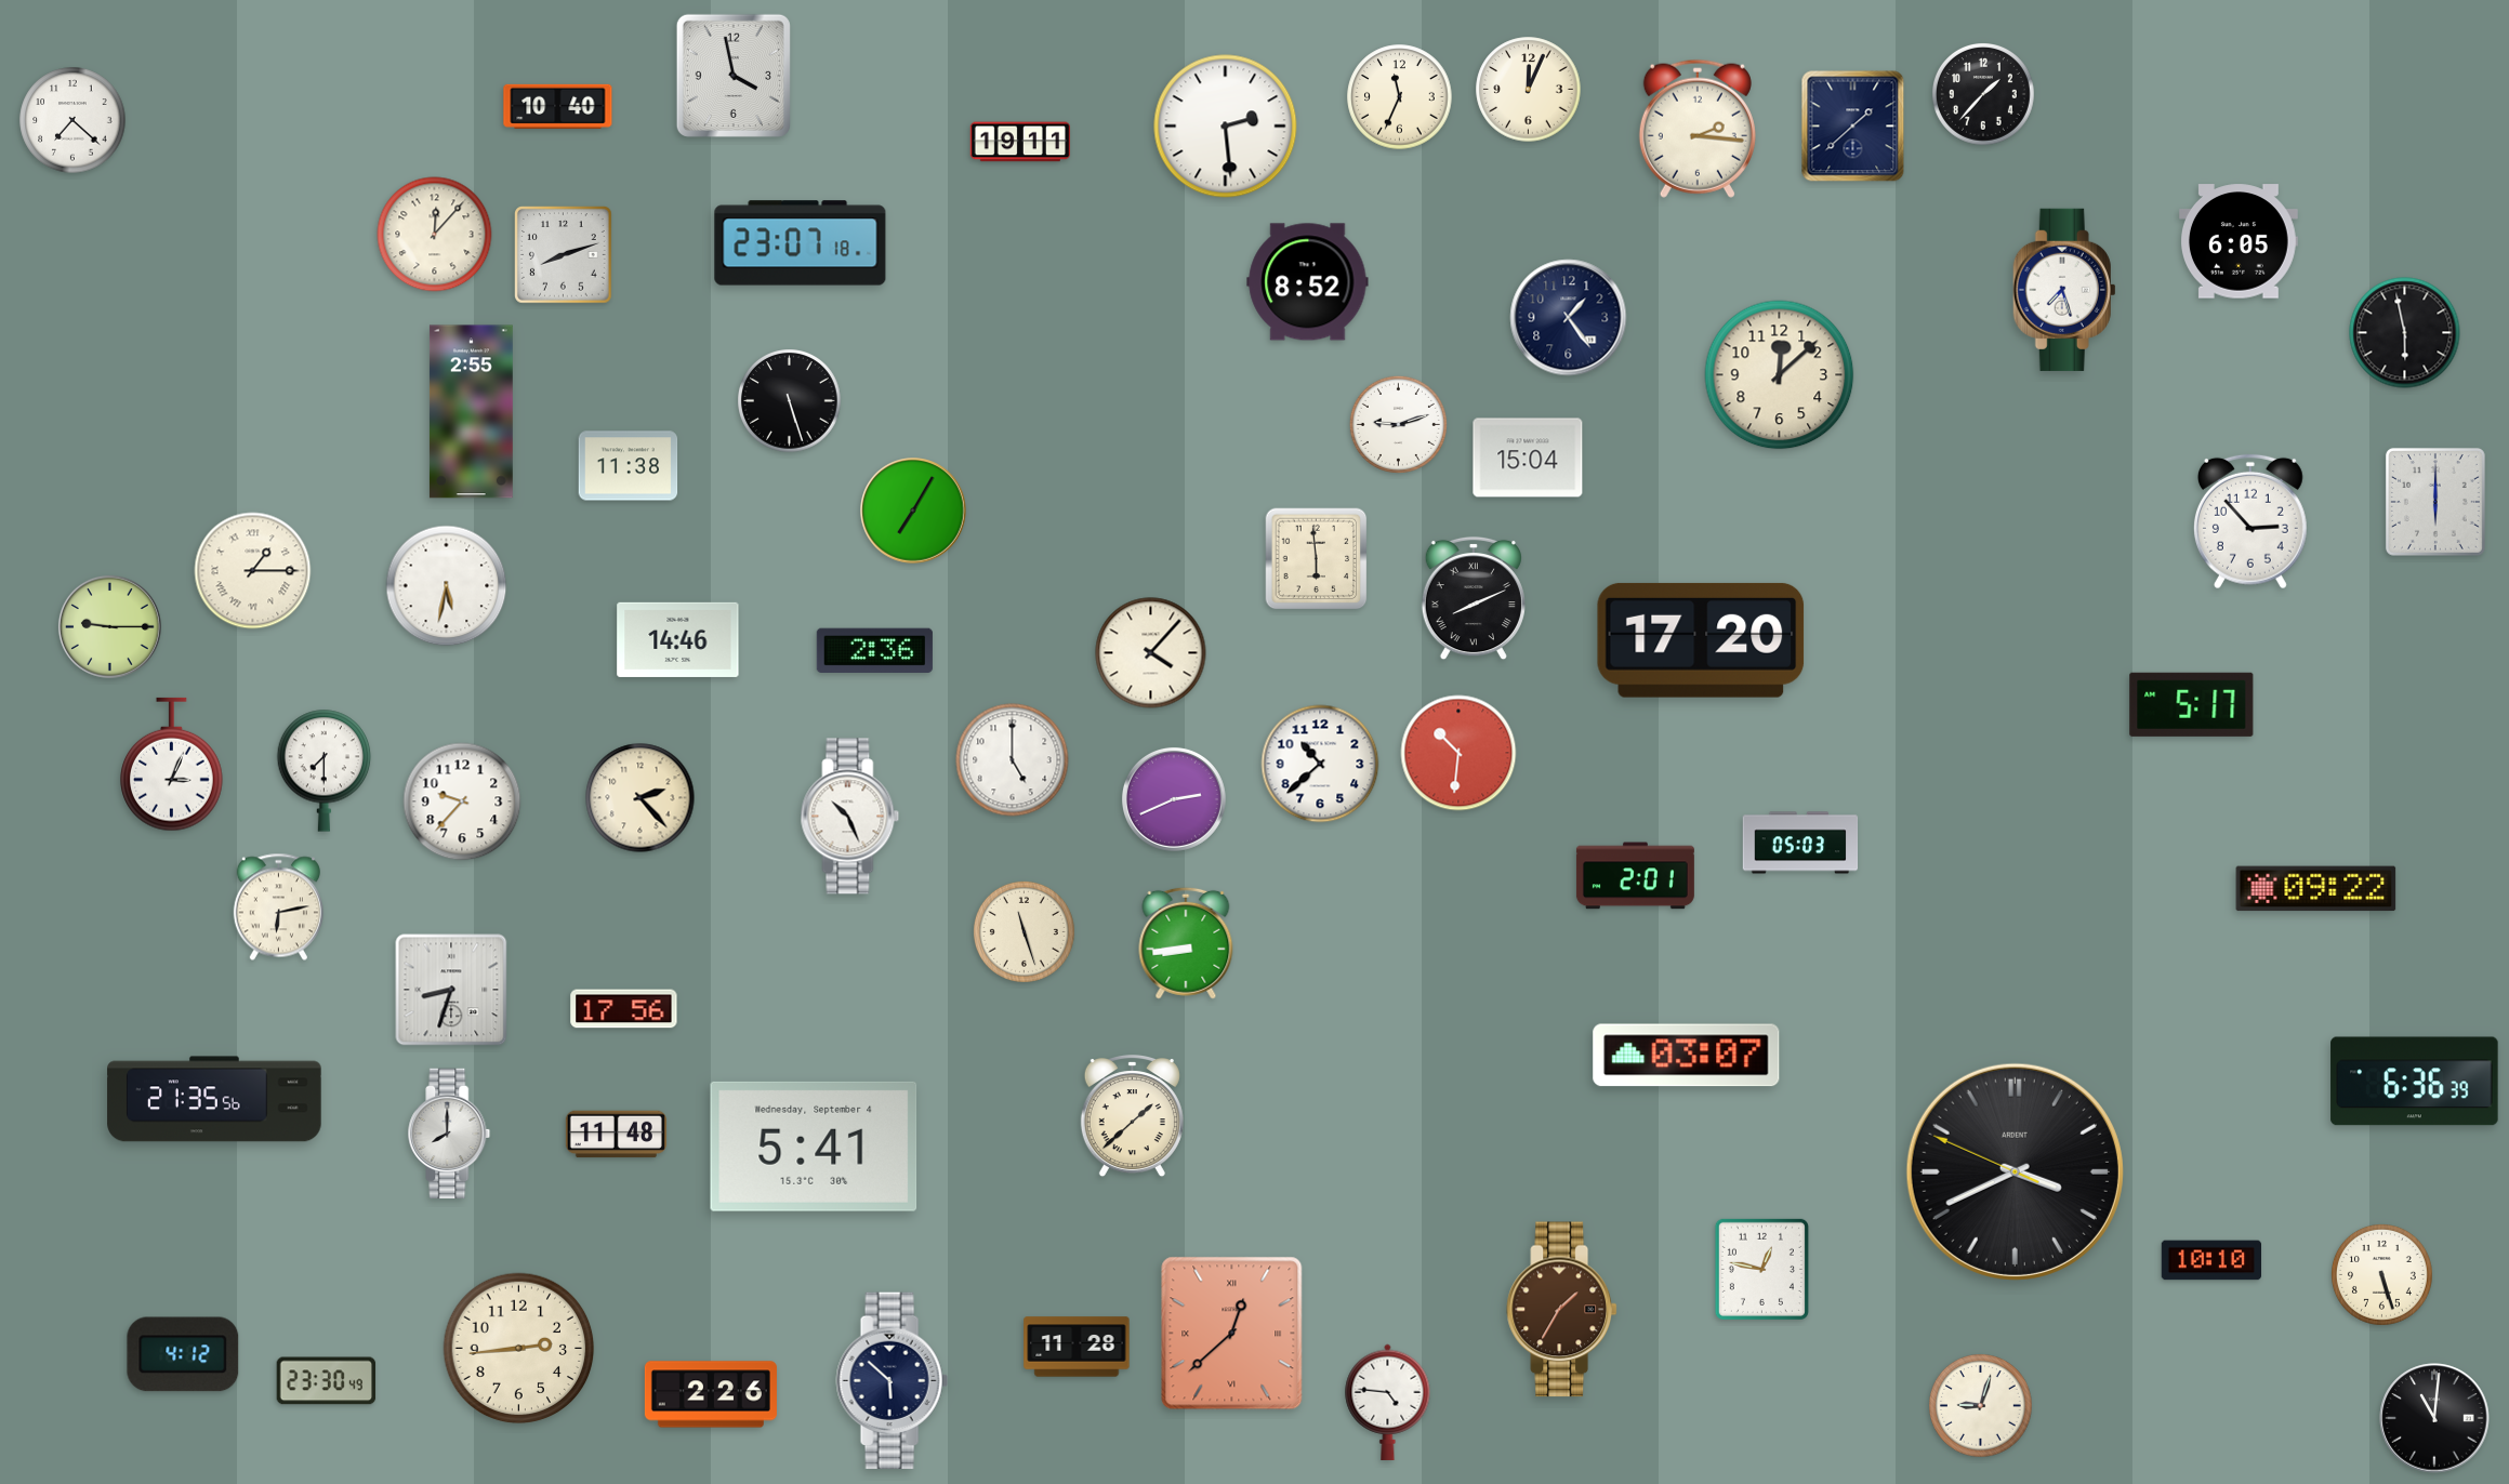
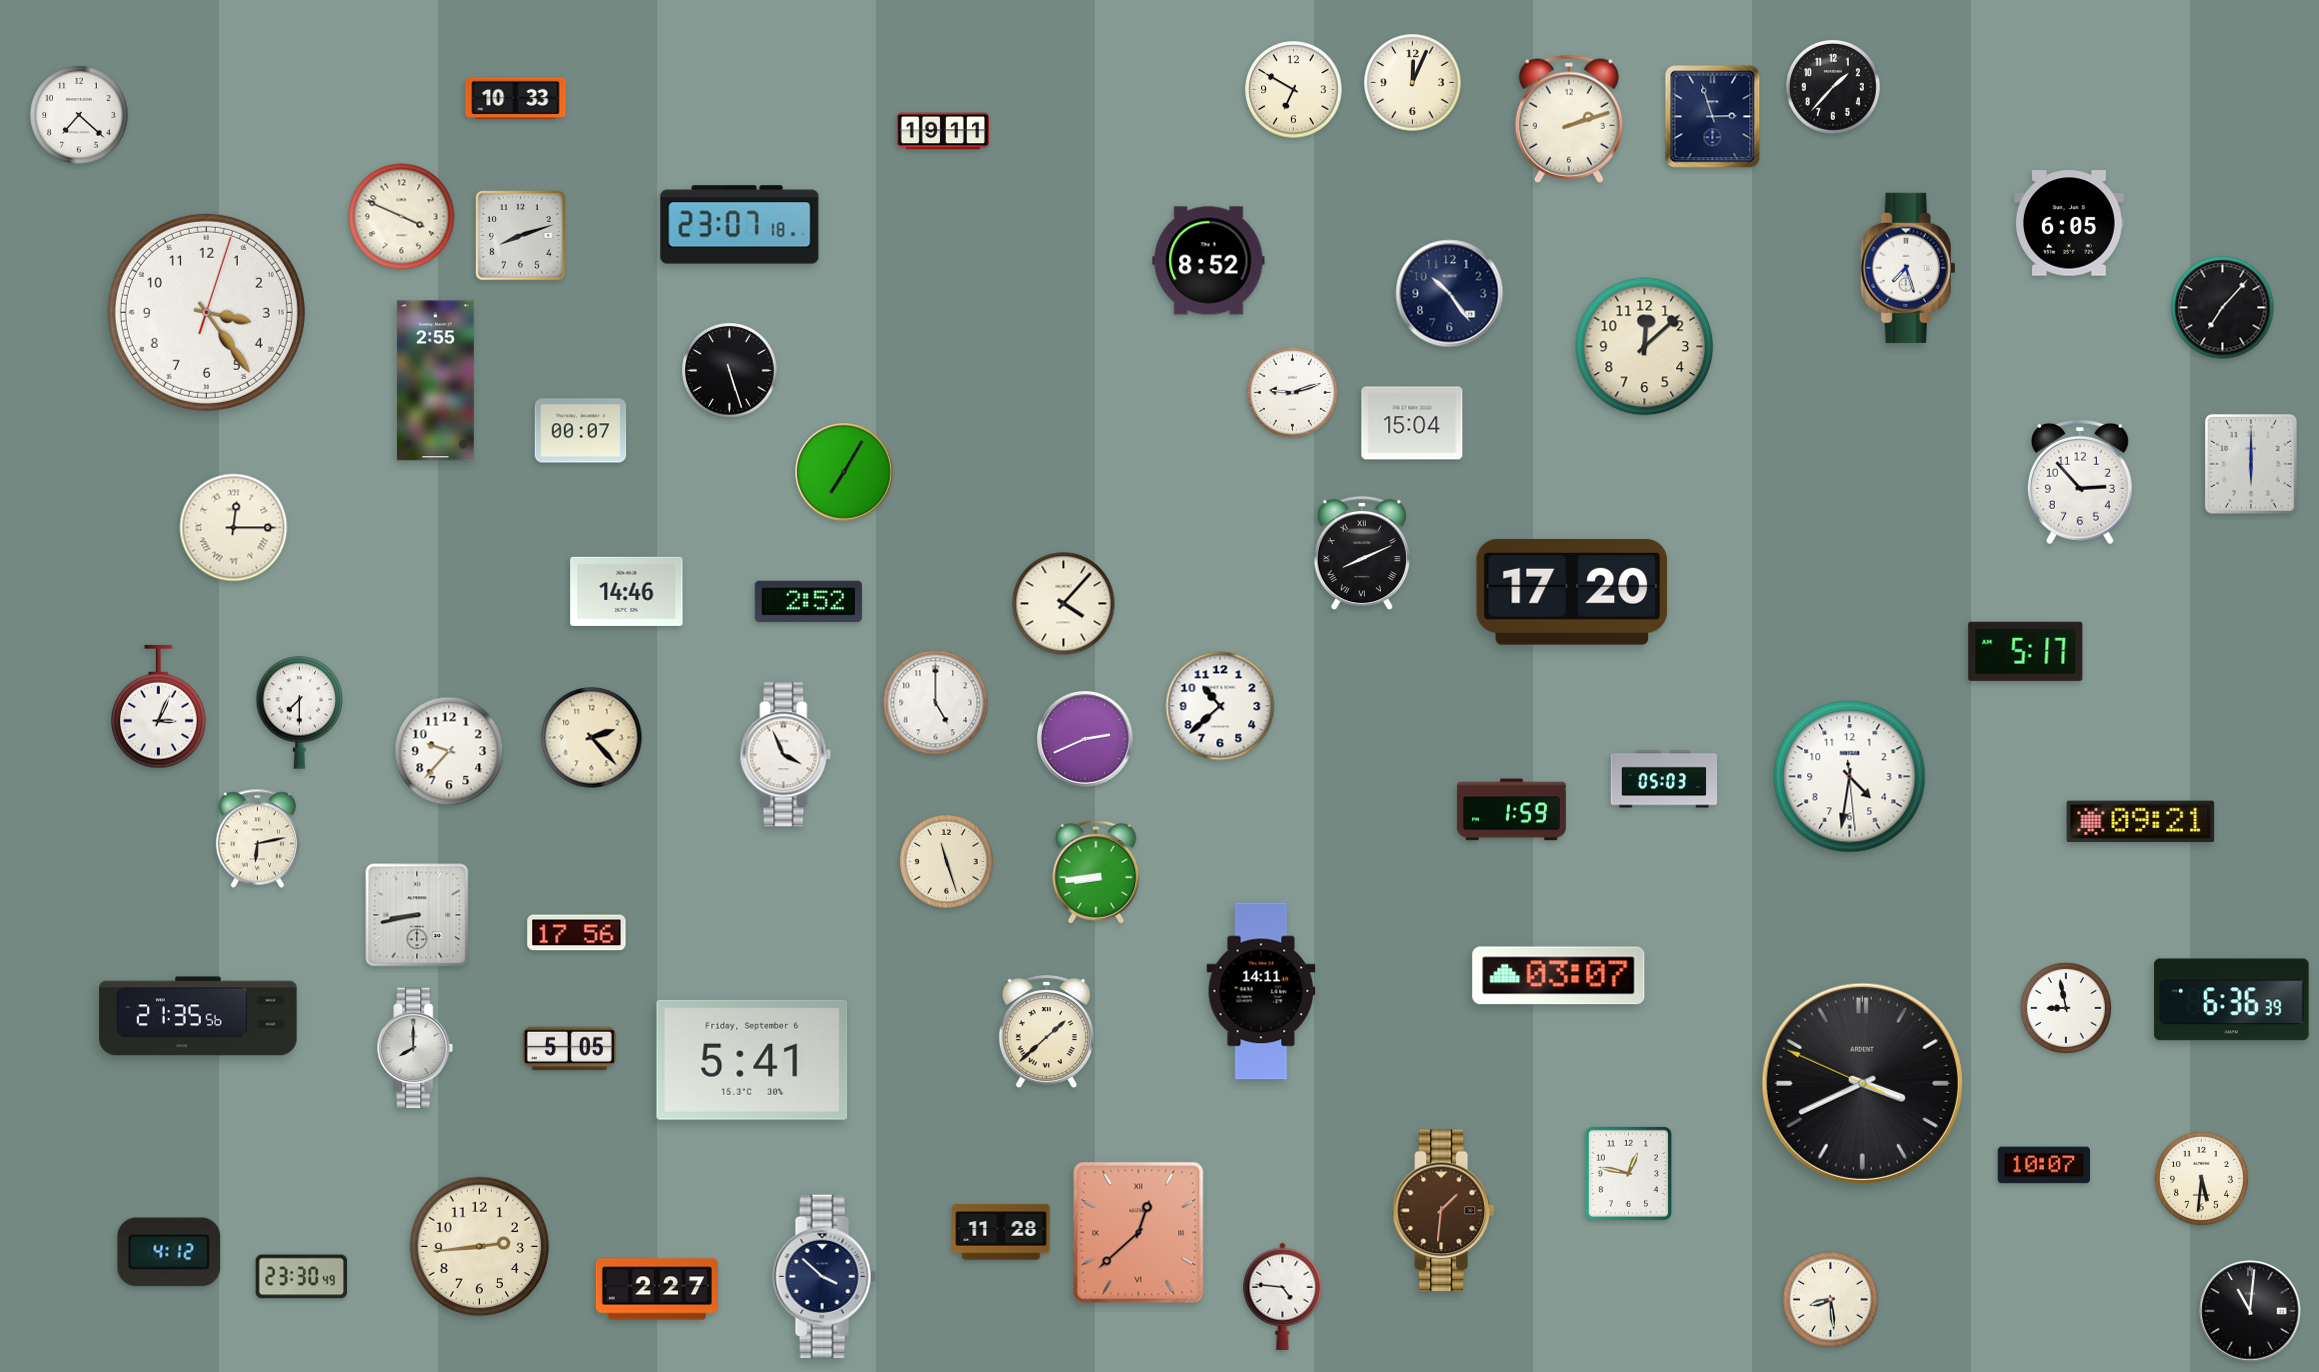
clock at (734, 76): 3:58 -> none
clock at (1400, 97): 11:34 -> 6:50
clock at (558, 106): 10:40 -> 10:33
clock at (72, 120) position: (72, 120) -> (79, 115)
clock at (1226, 127): 2:29 -> none
clock at (1853, 127): 1:38 -> 2:57
clock at (1698, 129): 2:16 -> 2:12
clock at (435, 235): 12:07 -> 3:49
clock at (1569, 318): 1:24 -> 10:24
clock at (2405, 333): 5:58 -> 7:07
clock at (206, 312): none -> 3:24
clock at (629, 466): 11:38 -> 00:07
clock at (1317, 559): 5:59 -> none
clock at (253, 571): 1:15 -> 12:15
clock at (447, 586): 5:32 -> none
clock at (109, 626): 9:15 -> none
clock at (874, 650): 2:36 -> 2:52
clock at (1458, 753): 10:31 -> none
clock at (462, 801) position: (462, 801) -> (449, 751)
clock at (850, 817): 10:26 -> 3:56
clock at (1850, 777): none -> 4:31
clock at (1635, 876): 2:01 -> 1:59
clock at (2316, 889): 09:22 -> 09:21
clock at (451, 990): 8:33 -> 8:43
clock at (1261, 991): none -> 14:11
clock at (2066, 1008): none -> 8:58
clock at (616, 1135): 11:48 -> 5:05
clock at (814, 1147) date: Wednesday, September 4 -> Friday, September 6
clock at (2210, 1260): 10:10 -> 10:07
clock at (2381, 1274): 5:27 -> 5:31
clock at (1561, 1310): 1:35 -> 1:31
clock at (1077, 1347) position: (1077, 1347) -> (1001, 1232)
clock at (892, 1381): 5:52 -> 3:52
clock at (711, 1394): 2:26 -> 2:27
clock at (1981, 1406): 9:03 -> 8:29
